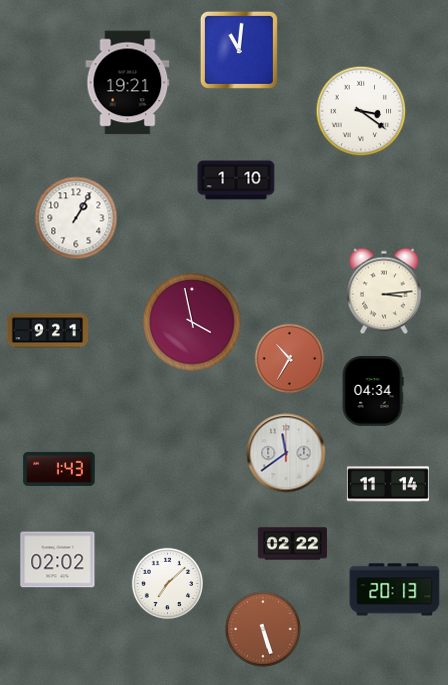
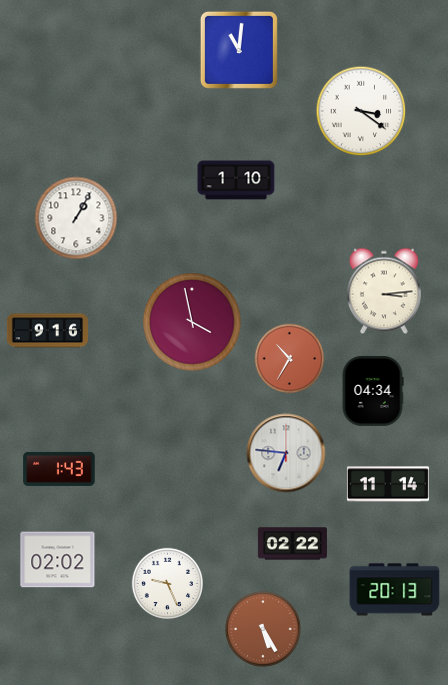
clock at (128, 83): 19:21 -> none
clock at (47, 331): 9:21 -> 9:16
clock at (286, 453): 11:39 -> 6:46
clock at (167, 583): 7:08 -> 9:26
clock at (263, 629): 5:27 -> 5:25
